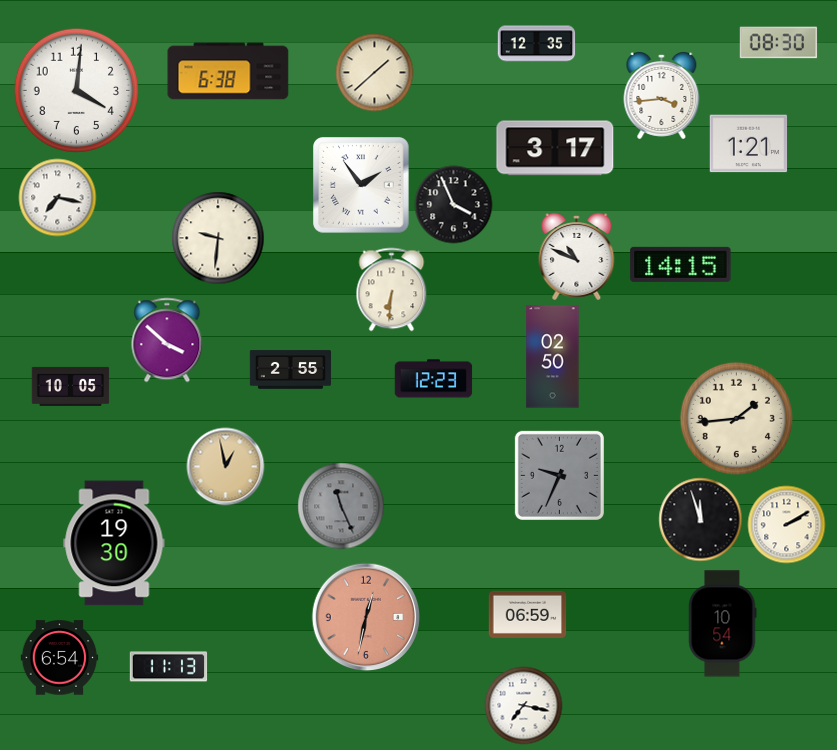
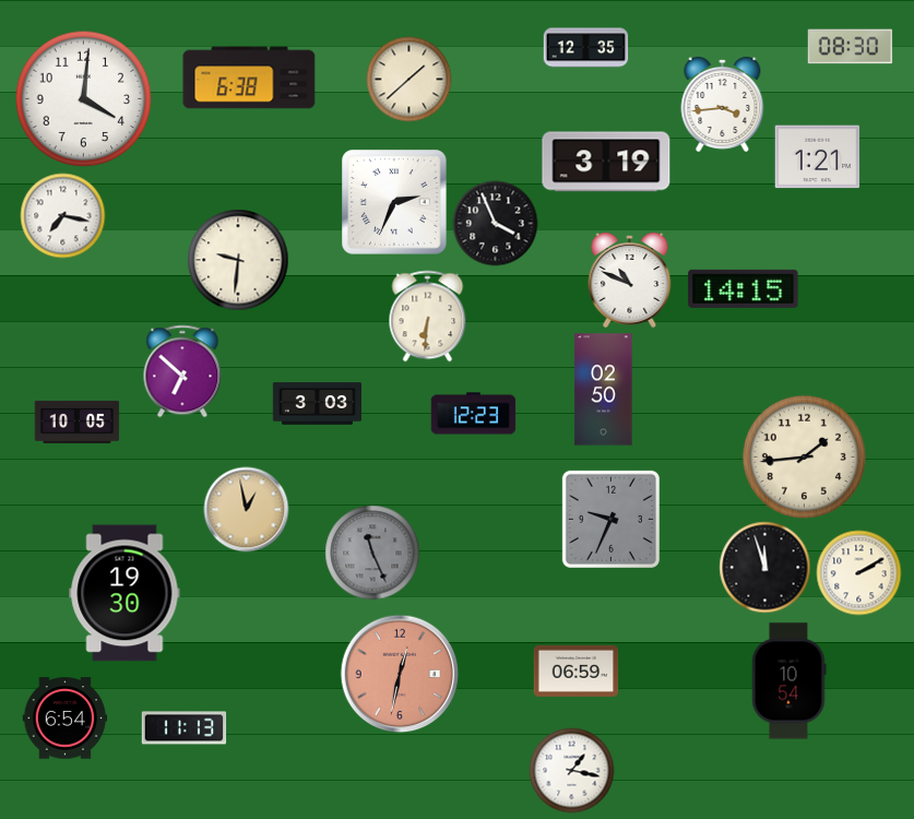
clock at (555, 148): 3:17 -> 3:19
clock at (361, 185): 1:54 -> 2:34
clock at (167, 340): 3:52 -> 6:52
clock at (290, 370): 2:55 -> 3:03
clock at (523, 705): 7:17 -> 1:17
